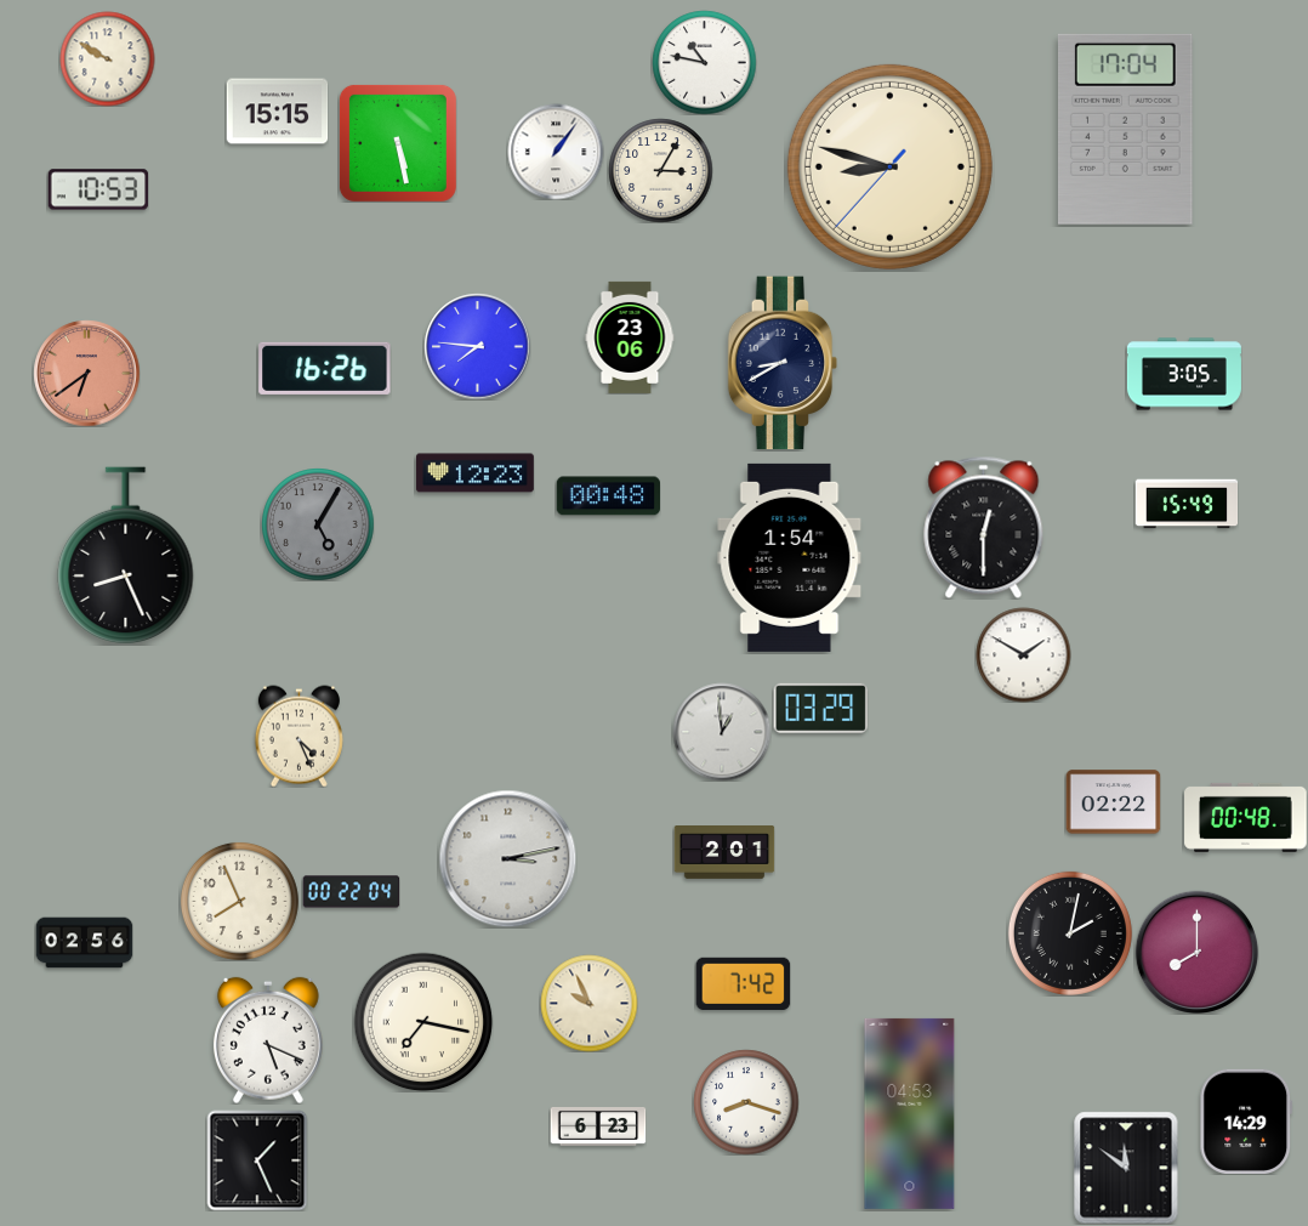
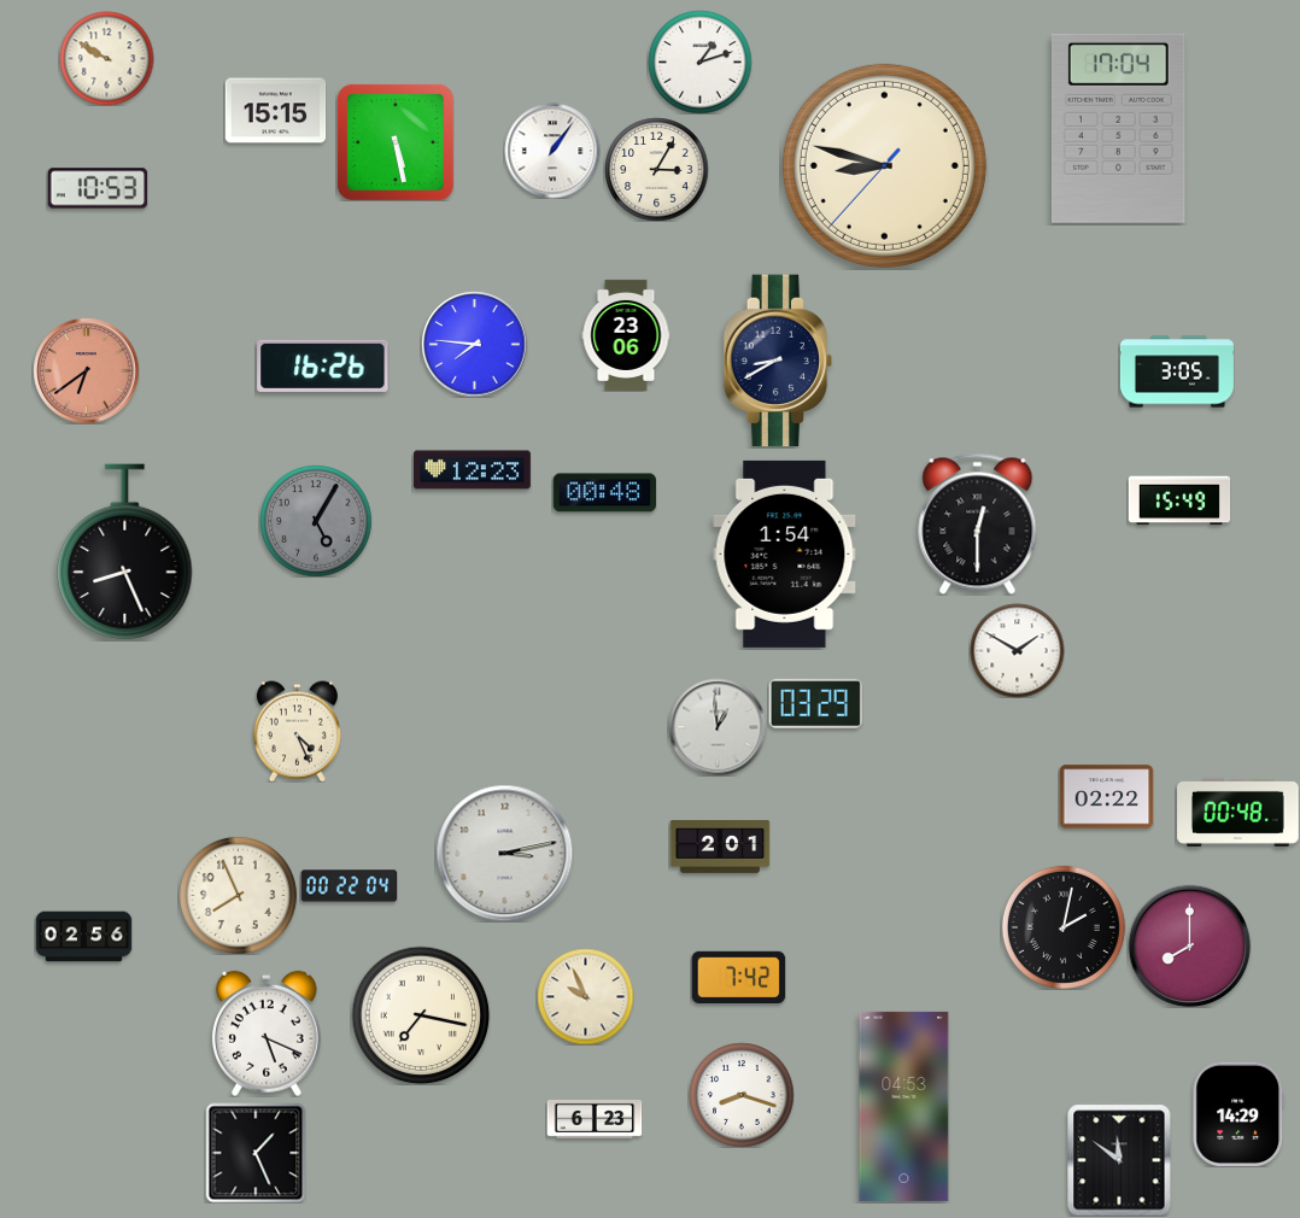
clock at (704, 62): 10:47 -> 1:12
